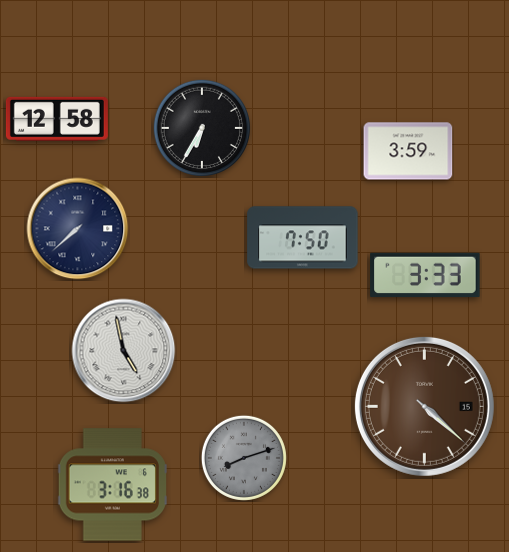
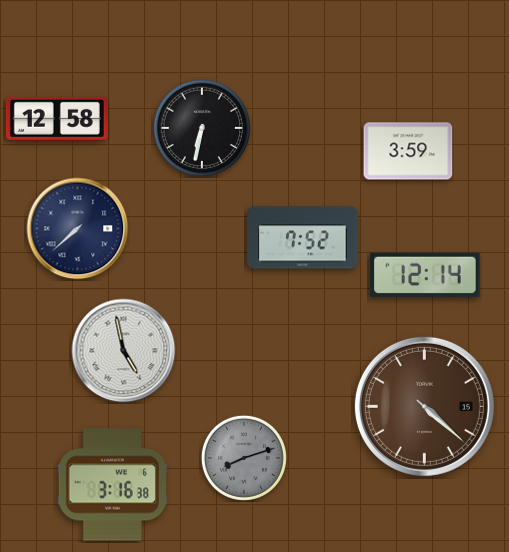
clock at (201, 127): 6:35 -> 6:32
clock at (303, 238): 7:50 -> 7:52
clock at (425, 275): 3:33 -> 12:14
